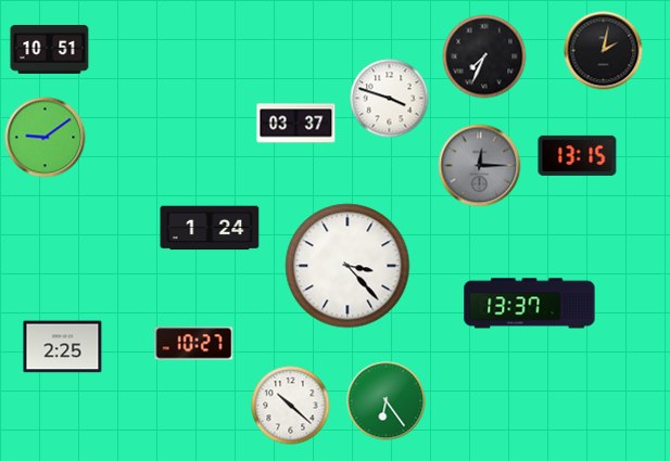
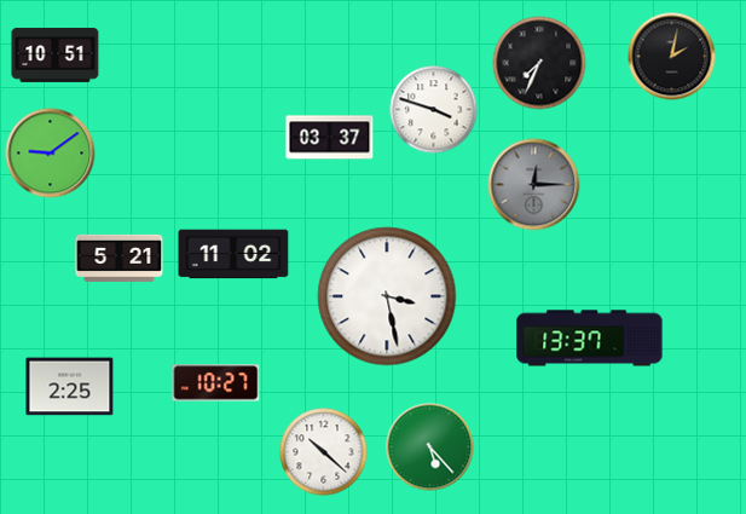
clock at (578, 155): 13:15 -> none
clock at (210, 228): 1:24 -> 11:02
clock at (120, 258): none -> 5:21
clock at (347, 266): 3:23 -> 3:28
clock at (387, 401): 6:24 -> 5:23
